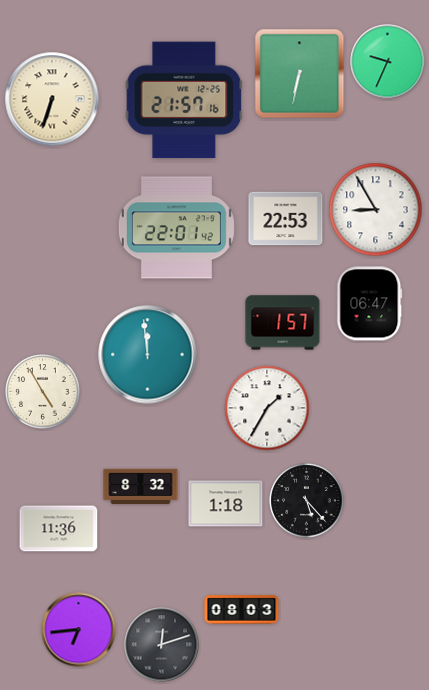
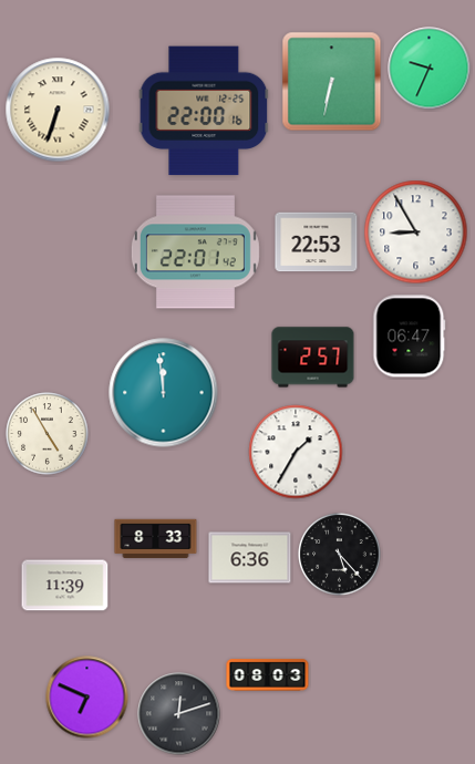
clock at (184, 100): 21:57 -> 22:00
clock at (283, 323): 1:57 -> 2:57
clock at (141, 487): 8:32 -> 8:33
clock at (226, 504): 1:18 -> 6:36
clock at (59, 529): 11:36 -> 11:39
clock at (79, 630): 6:44 -> 6:49
